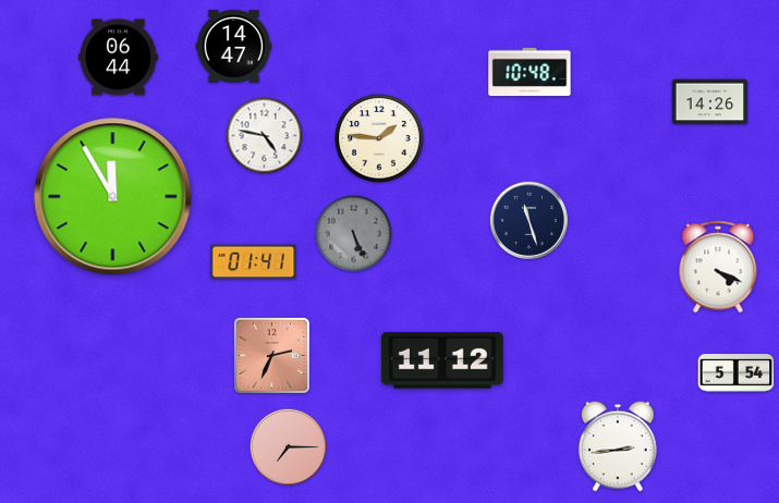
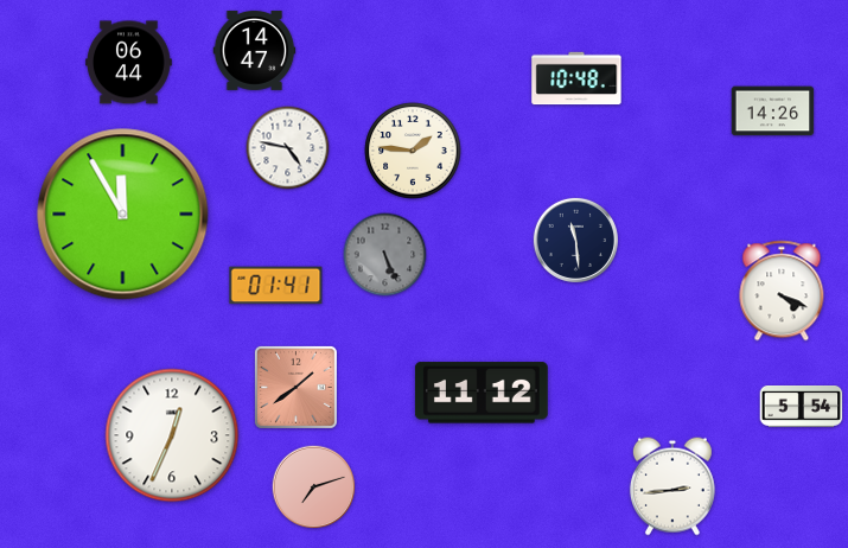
clock at (528, 220): 11:27 -> 11:29
clock at (271, 355): 2:34 -> 1:39
clock at (172, 435): none -> 12:34
clock at (289, 447): 7:15 -> 7:12
